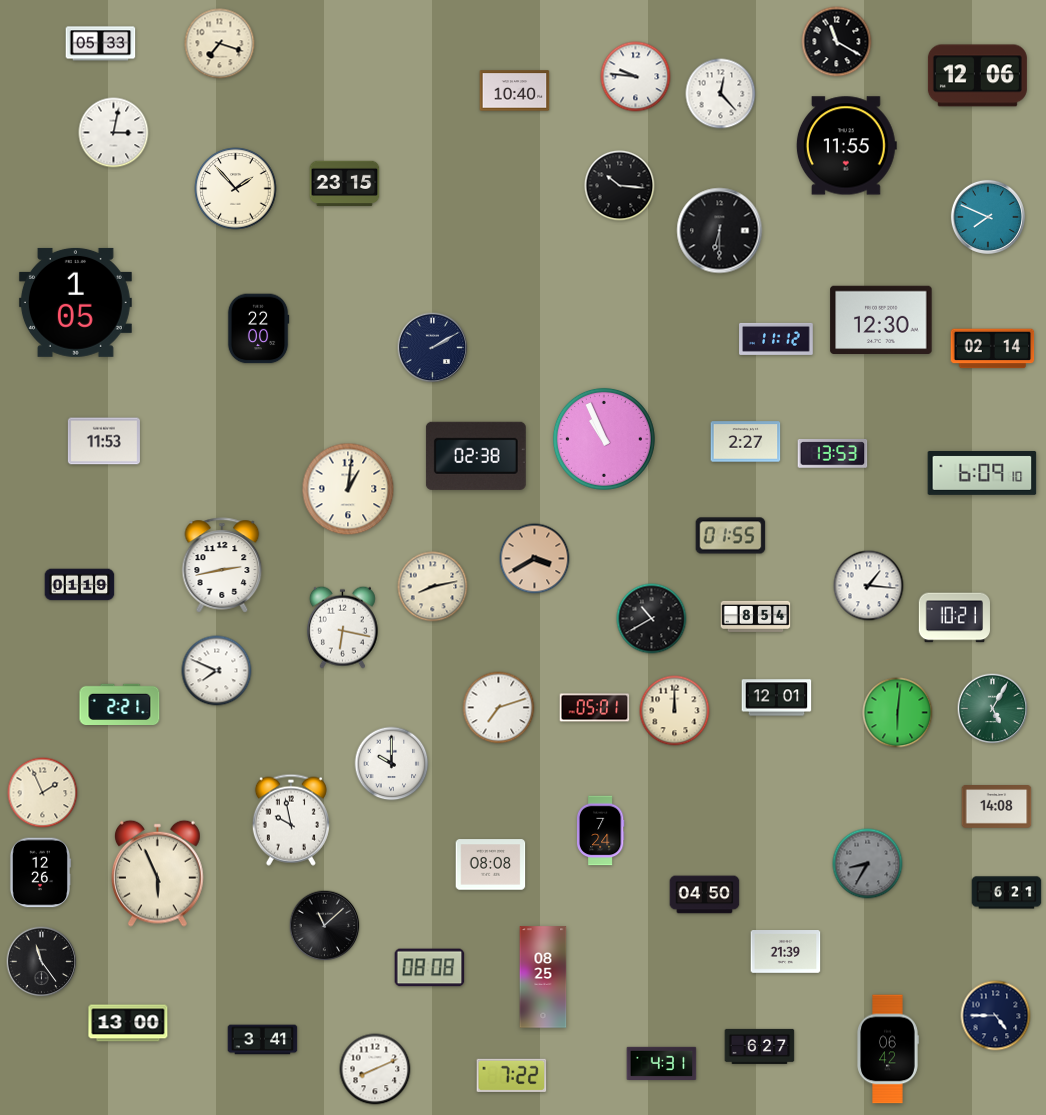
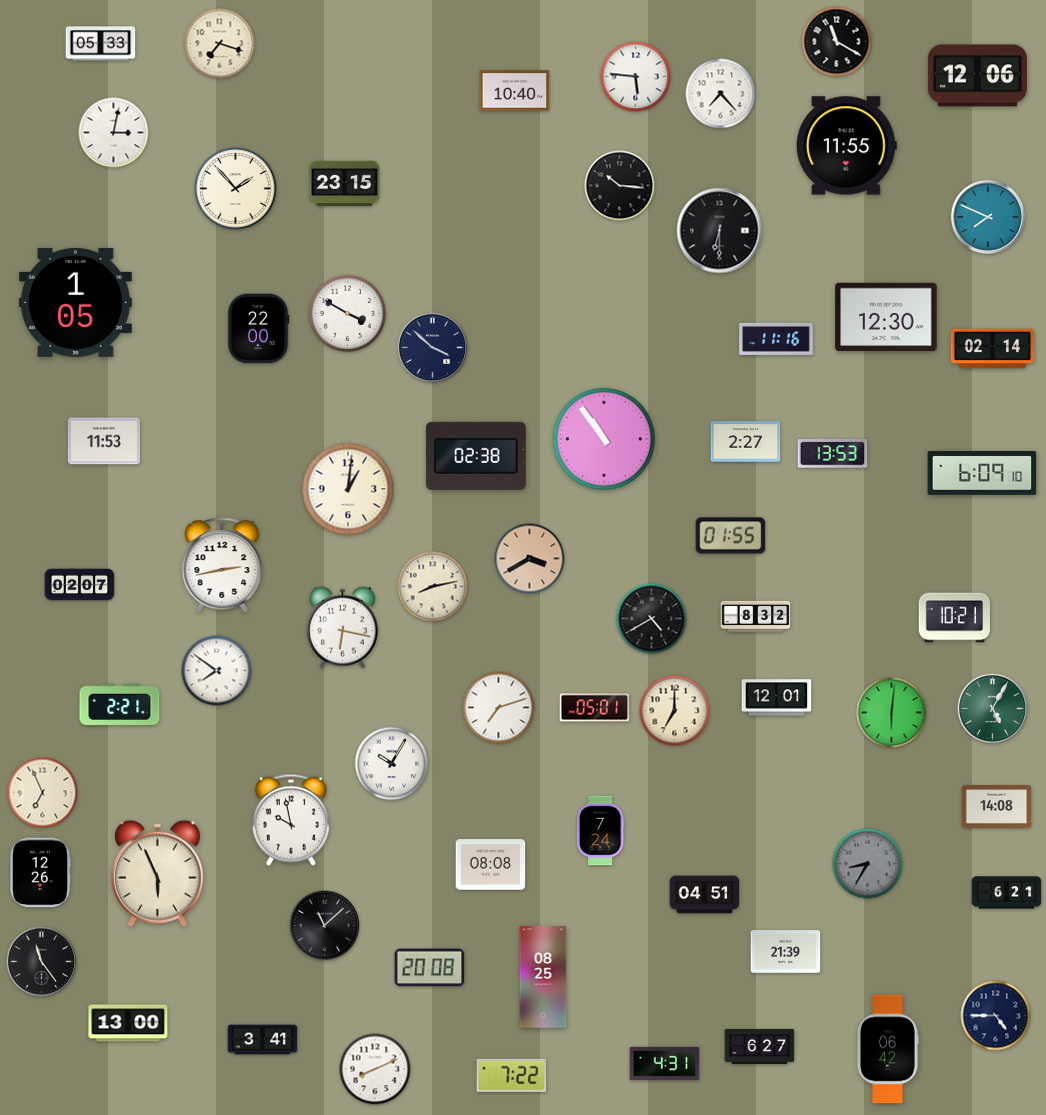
clock at (636, 77): 9:46 -> 5:46
clock at (721, 94): 12:23 -> 7:23
clock at (347, 313): none -> 3:50
clock at (881, 320) position: (881, 320) -> (886, 317)
clock at (776, 339): 11:12 -> 11:16
clock at (433, 348): 2:10 -> 3:52
clock at (604, 439): 10:56 -> 10:54
clock at (535, 559) position: (535, 559) -> (530, 559)
clock at (80, 585): 01:19 -> 02:07
clock at (869, 586): 1:16 -> none
clock at (756, 616): 8:54 -> 8:32
clock at (652, 619): 10:40 -> 4:40
clock at (217, 671): 7:49 -> 7:51
clock at (675, 711): 12:00 -> 7:00
clock at (898, 713) position: (898, 713) -> (892, 713)
clock at (392, 764): 10:00 -> 10:05
clock at (43, 793): 1:56 -> 6:56
clock at (705, 895): 04:50 -> 04:51
clock at (430, 968): 08:08 -> 20:08
clock at (662, 1063) position: (662, 1063) -> (665, 1063)
